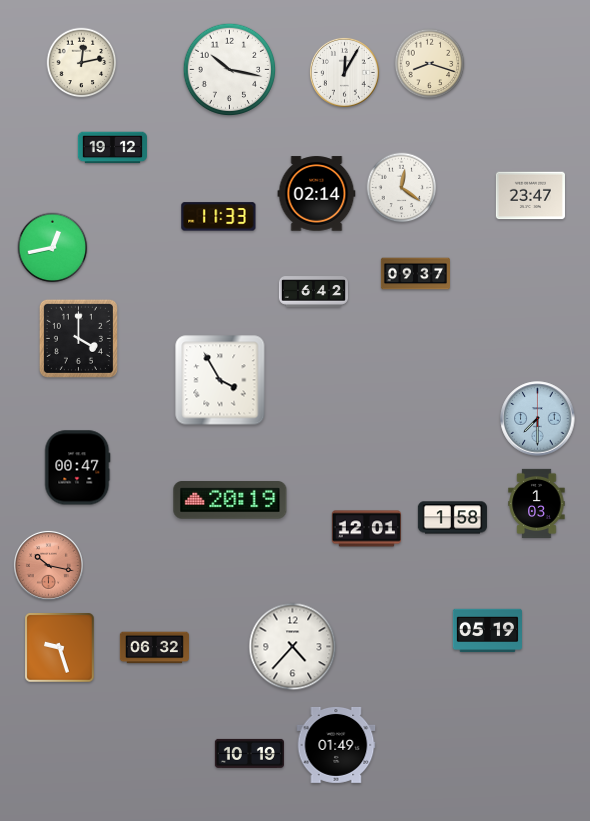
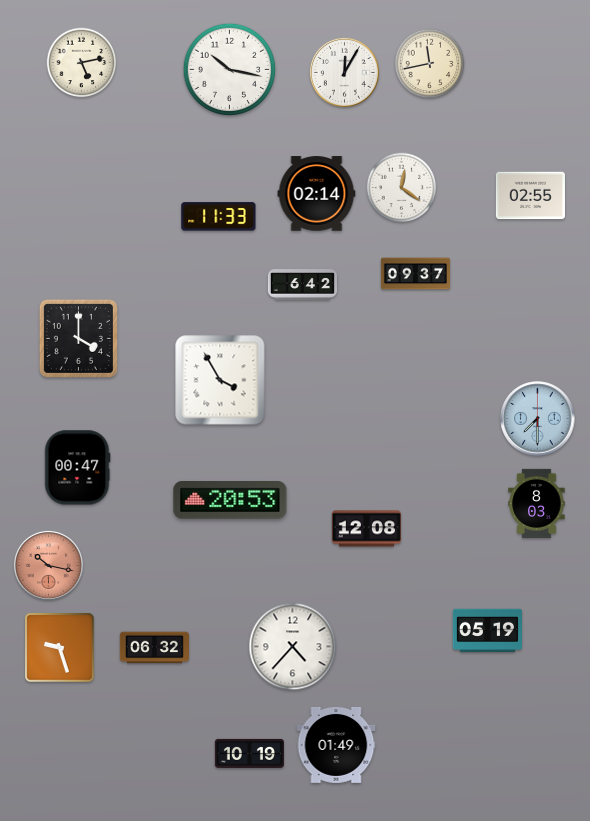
clock at (82, 63): 12:13 -> 5:13
clock at (430, 64): 8:18 -> 11:43
clock at (112, 148): 19:12 -> none
clock at (530, 196): 23:47 -> 02:55
clock at (53, 248): 12:43 -> none
clock at (313, 292) position: (313, 292) -> (302, 285)
clock at (230, 500): 20:19 -> 20:53
clock at (537, 503): 1:03 -> 8:03
clock at (452, 518): 1:58 -> none
clock at (366, 529): 12:01 -> 12:08
